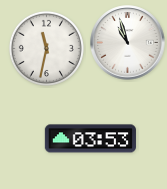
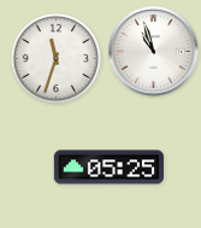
clock at (46, 48): 11:32 -> 11:33
clock at (90, 139): 03:53 -> 05:25
